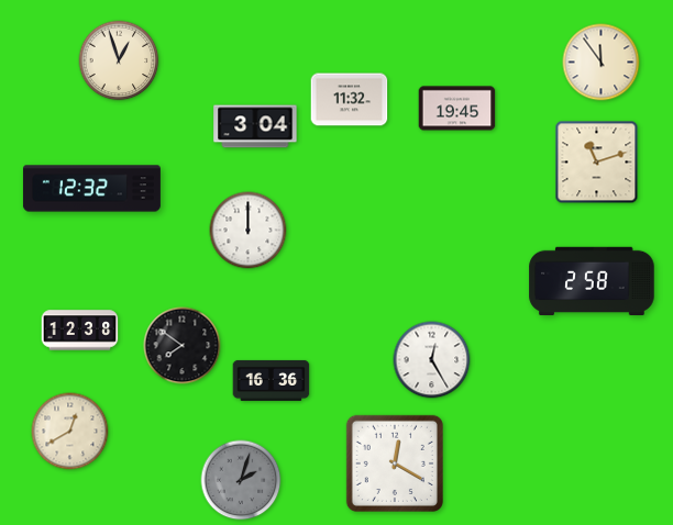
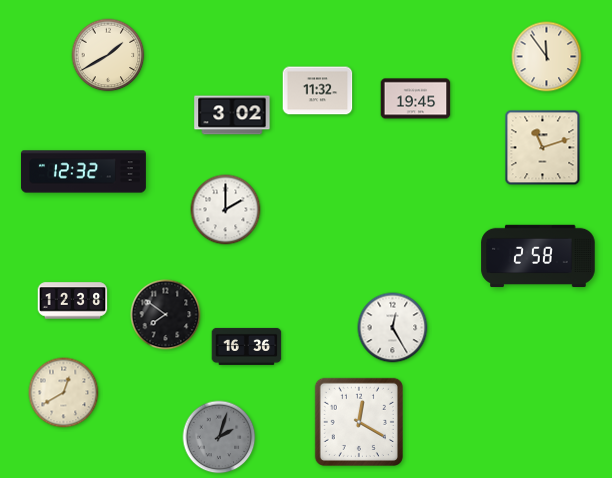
clock at (119, 60): 12:57 -> 1:40
clock at (255, 126): 3:04 -> 3:02
clock at (249, 231): 12:00 -> 2:00
